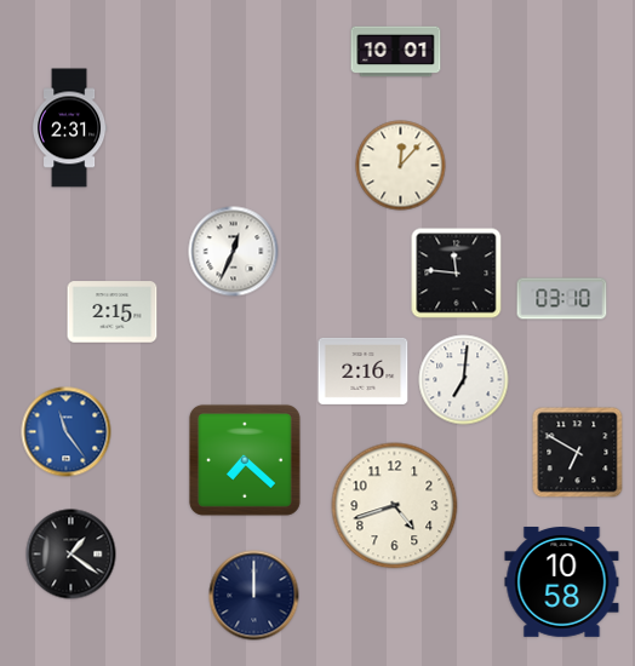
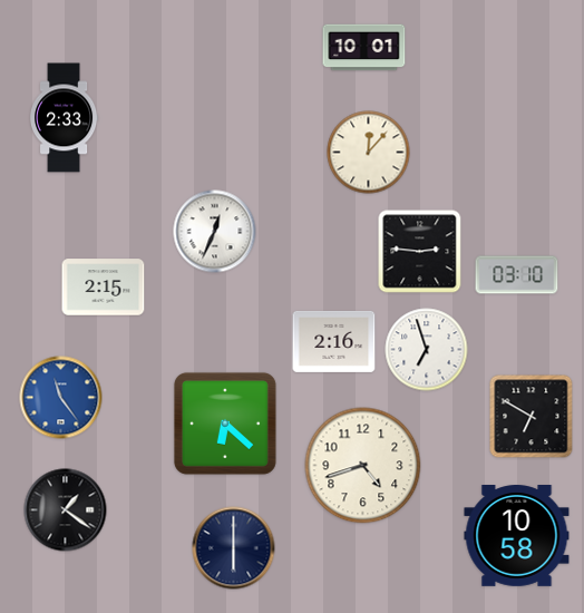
clock at (70, 128): 2:31 -> 2:33
clock at (457, 274): 11:46 -> 2:46
clock at (464, 380): 7:01 -> 6:57
clock at (245, 460): 7:22 -> 6:22
clock at (254, 596): 12:00 -> 6:00
